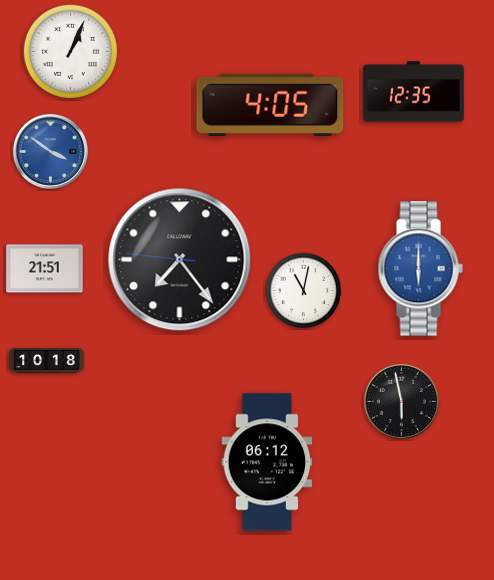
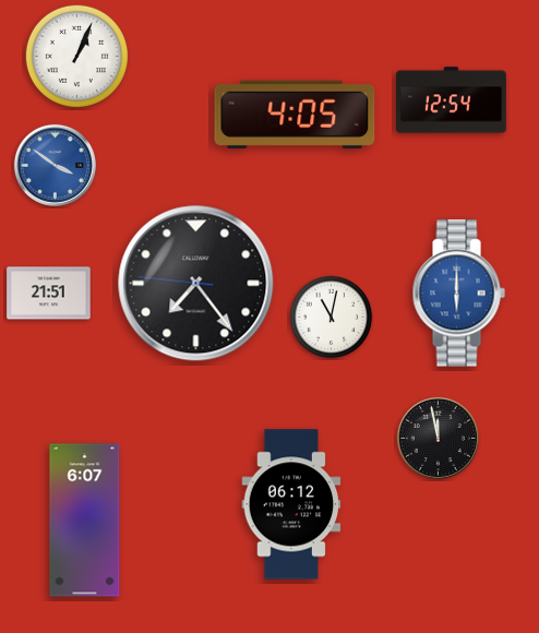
clock at (413, 92): 12:35 -> 12:54
clock at (47, 360): 10:18 -> none
clock at (401, 401): 5:58 -> 11:58
clock at (85, 521): none -> 6:07
